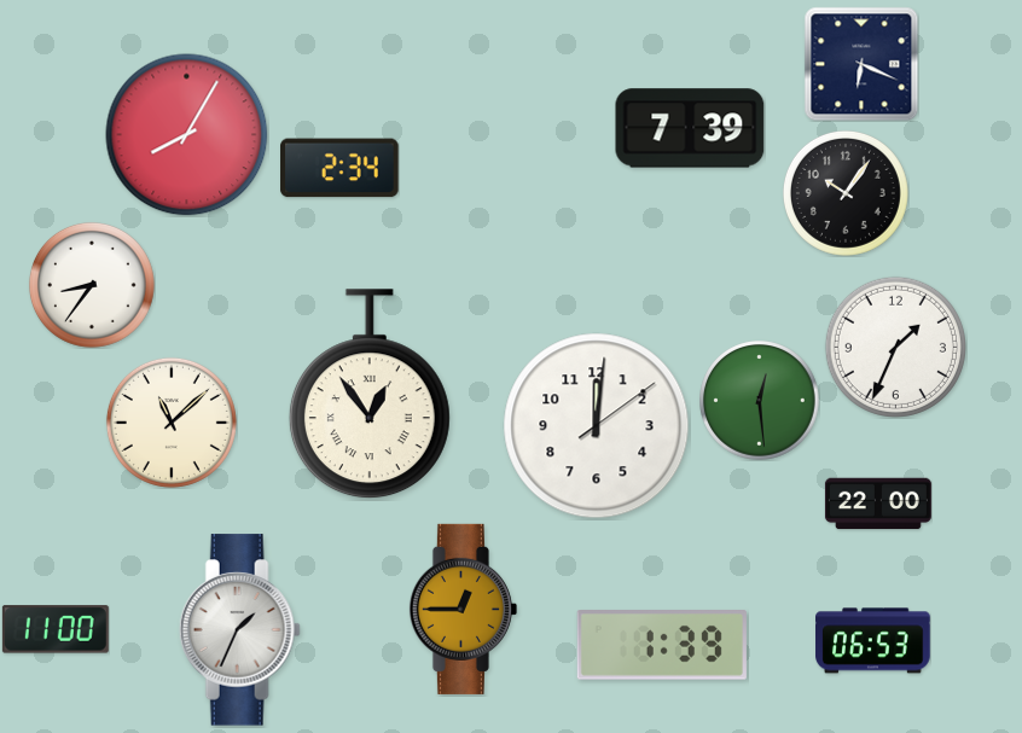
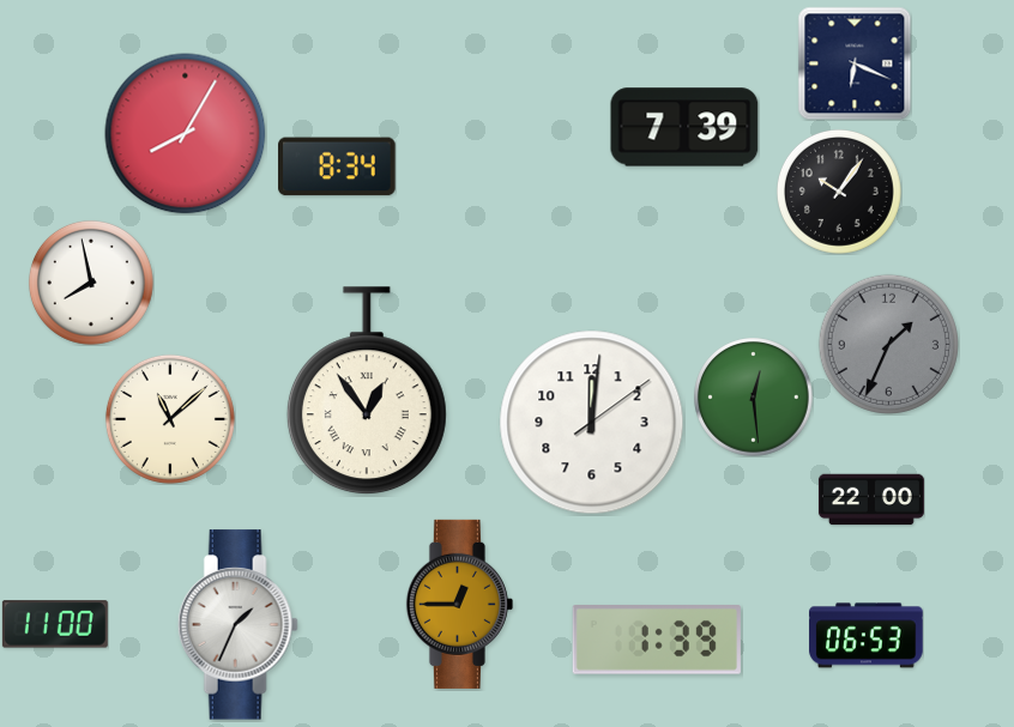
clock at (339, 168): 2:34 -> 8:34
clock at (92, 285): 8:36 -> 7:58
clock at (895, 347) dial: white -> grey
